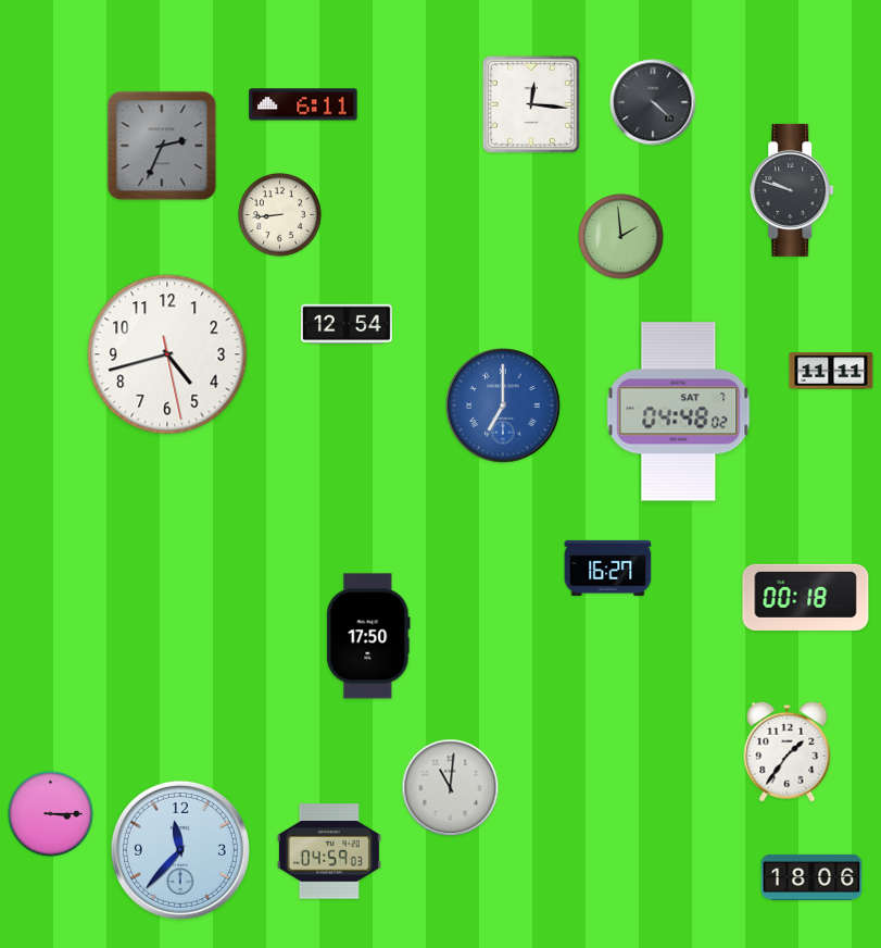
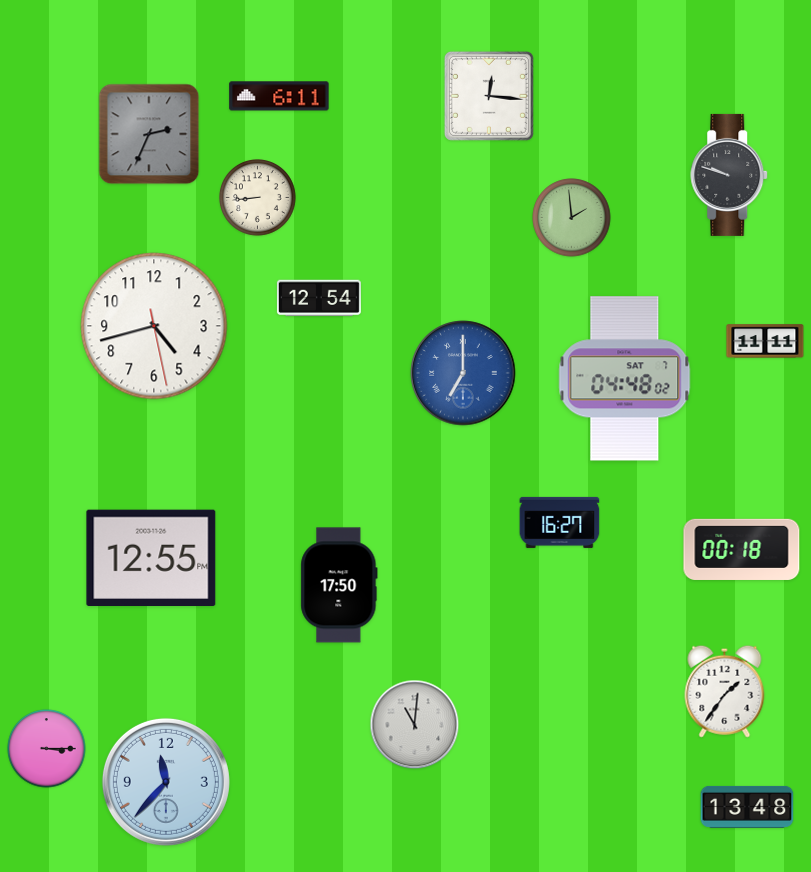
clock at (653, 102): 4:22 -> none
clock at (151, 557): none -> 12:55
clock at (329, 851): 04:59 -> none
clock at (811, 877): 18:06 -> 13:48
